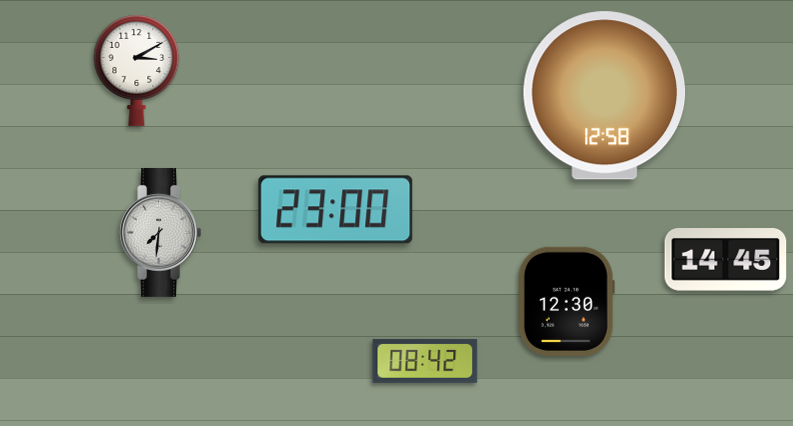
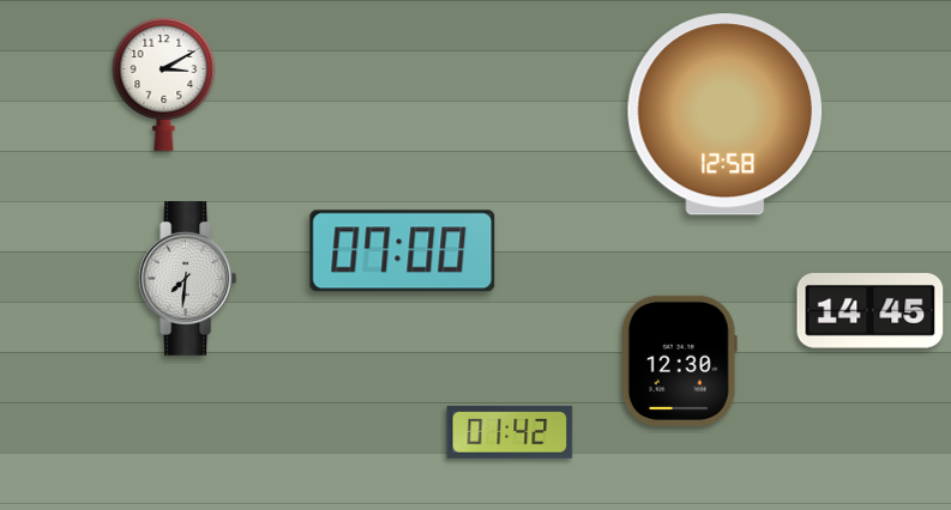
clock at (336, 210): 23:00 -> 07:00
clock at (161, 232) position: (161, 232) -> (188, 278)
clock at (425, 361): 08:42 -> 01:42
